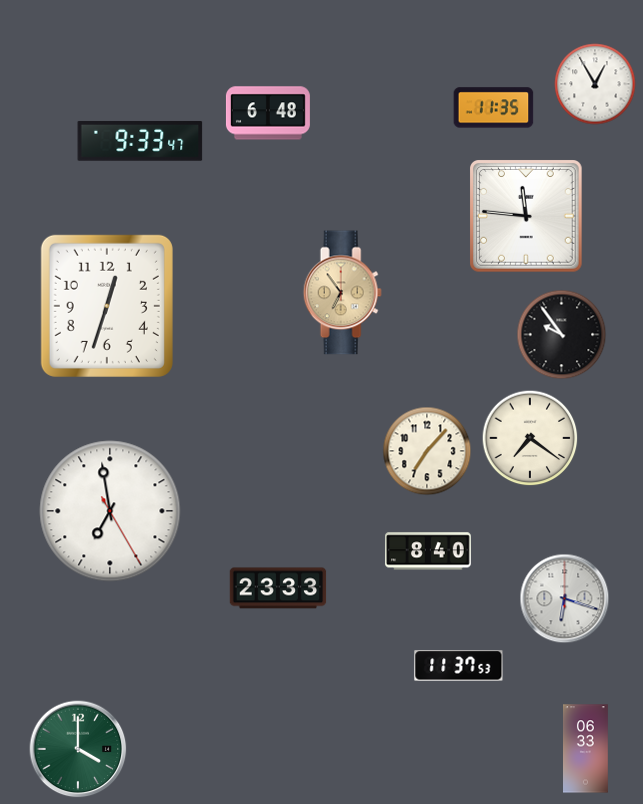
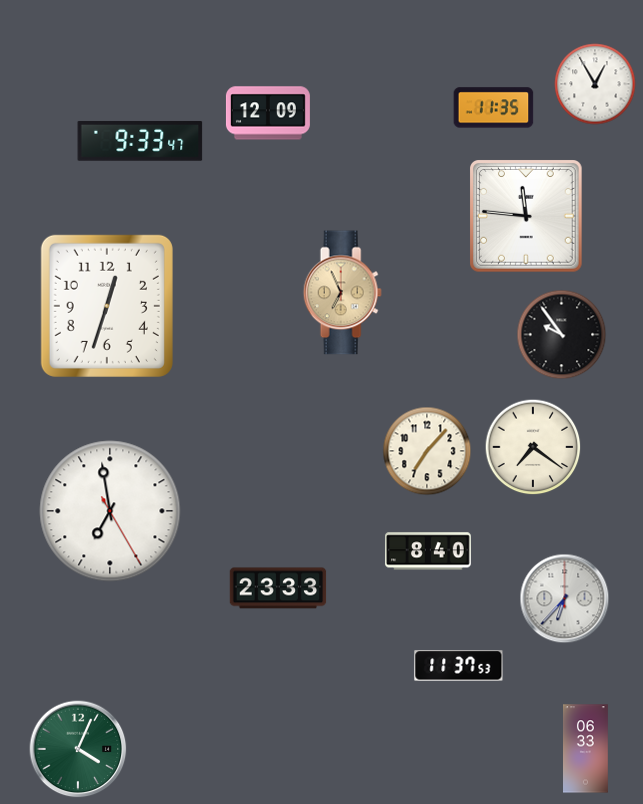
clock at (268, 113): 6:48 -> 12:09
clock at (342, 293): 6:54 -> 6:56
clock at (530, 438) position: (530, 438) -> (533, 447)
clock at (565, 599): 6:18 -> 6:37
clock at (78, 749): 4:00 -> 4:04
